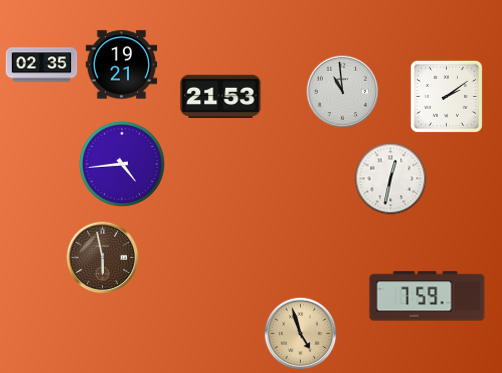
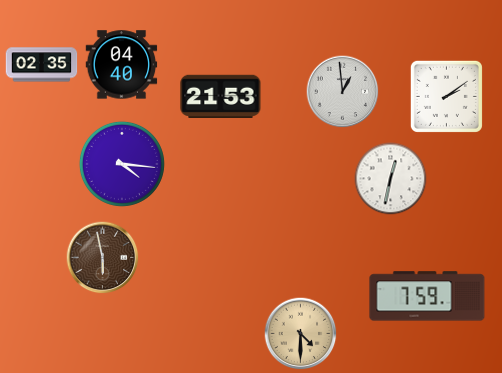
clock at (122, 65): 19:21 -> 04:40
clock at (343, 92): 10:59 -> 12:59
clock at (122, 164): 4:44 -> 4:16
clock at (301, 334): 4:57 -> 4:30
